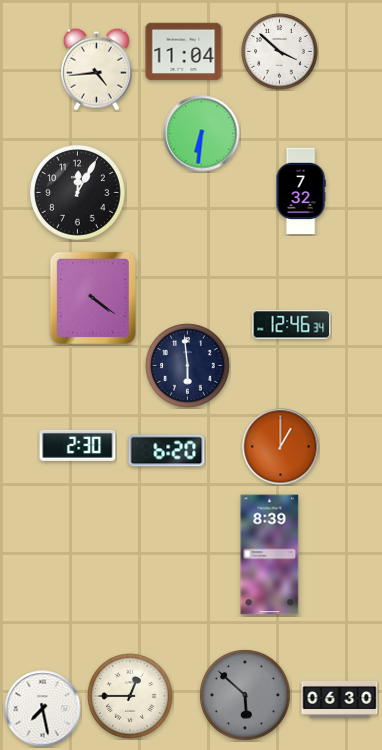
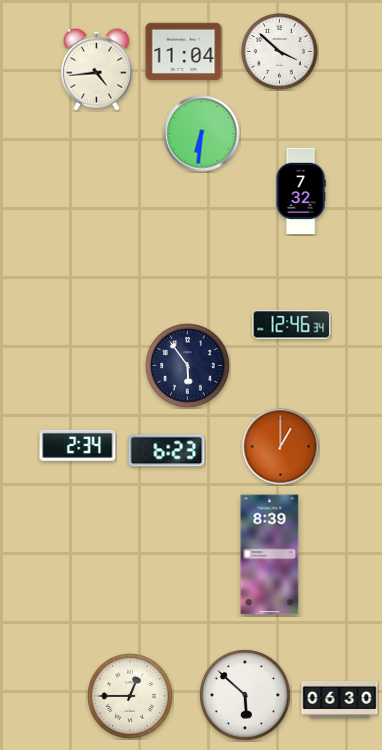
clock at (78, 193): 12:05 -> none
clock at (93, 298): 4:21 -> none
clock at (188, 366): 5:59 -> 5:54
clock at (78, 445): 2:30 -> 2:34
clock at (167, 451): 6:20 -> 6:23
clock at (245, 695) dial: grey -> white
clock at (43, 709): 7:28 -> none
